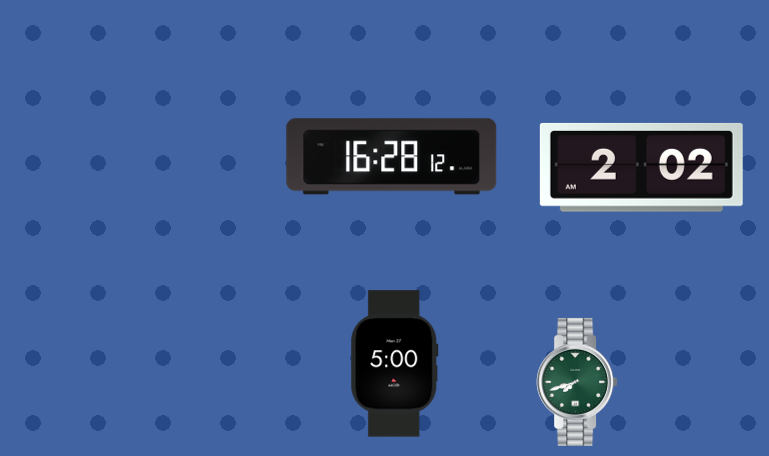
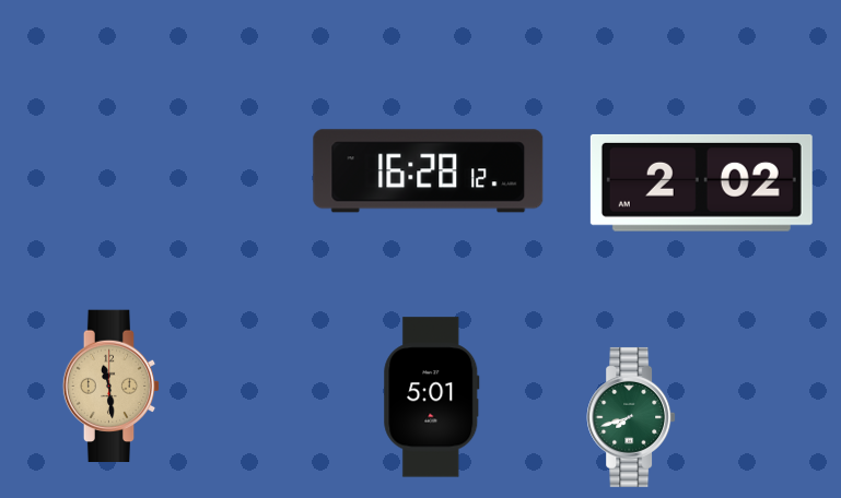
clock at (112, 387): none -> 11:29
clock at (395, 364): 5:00 -> 5:01
